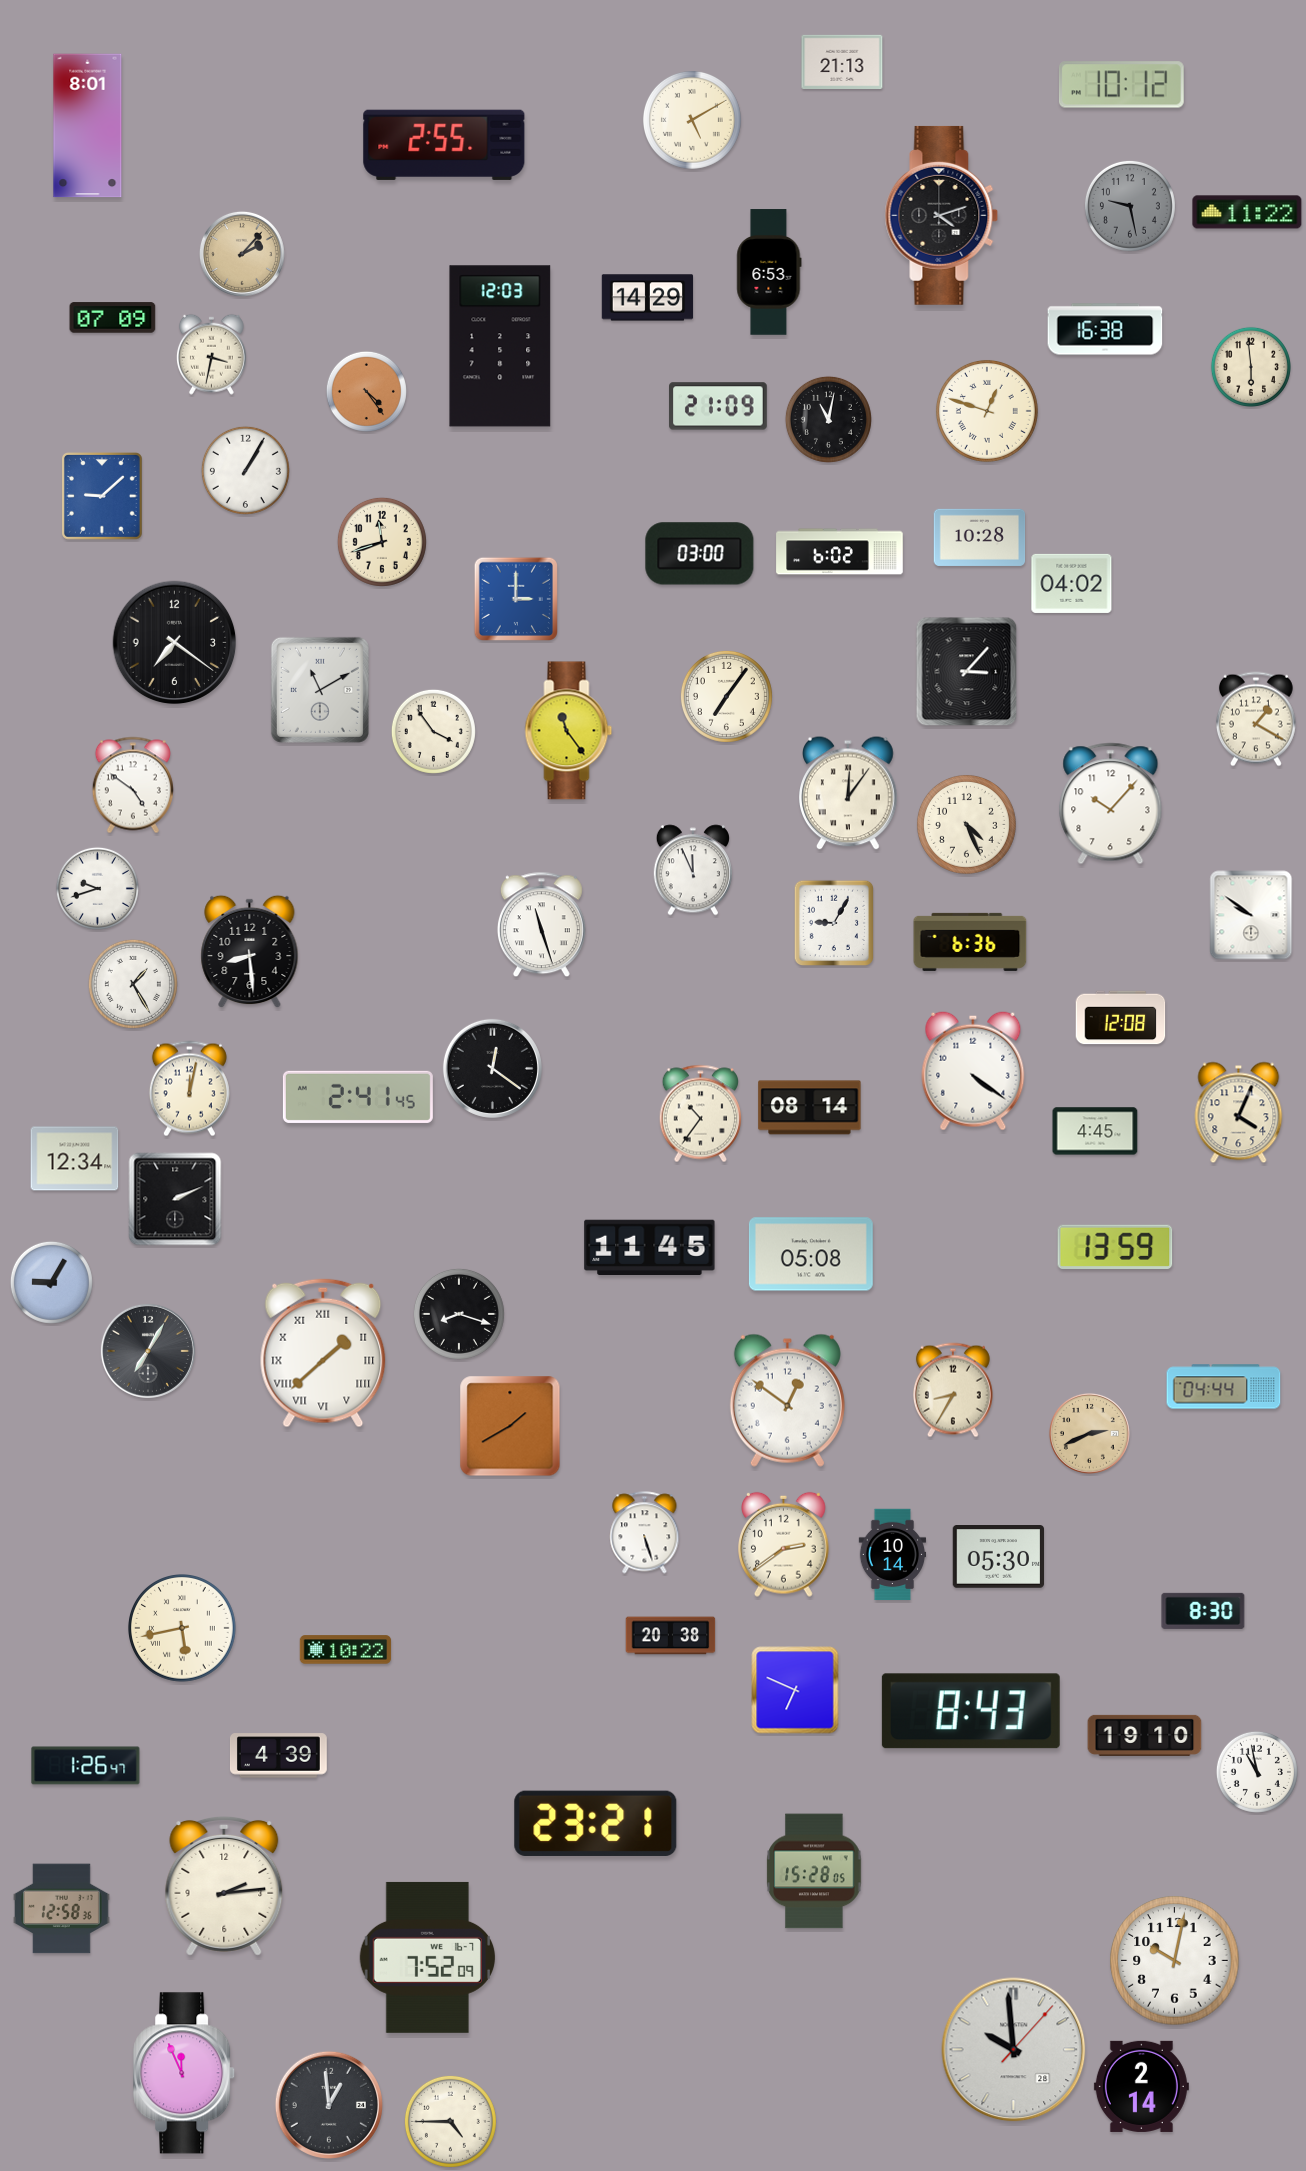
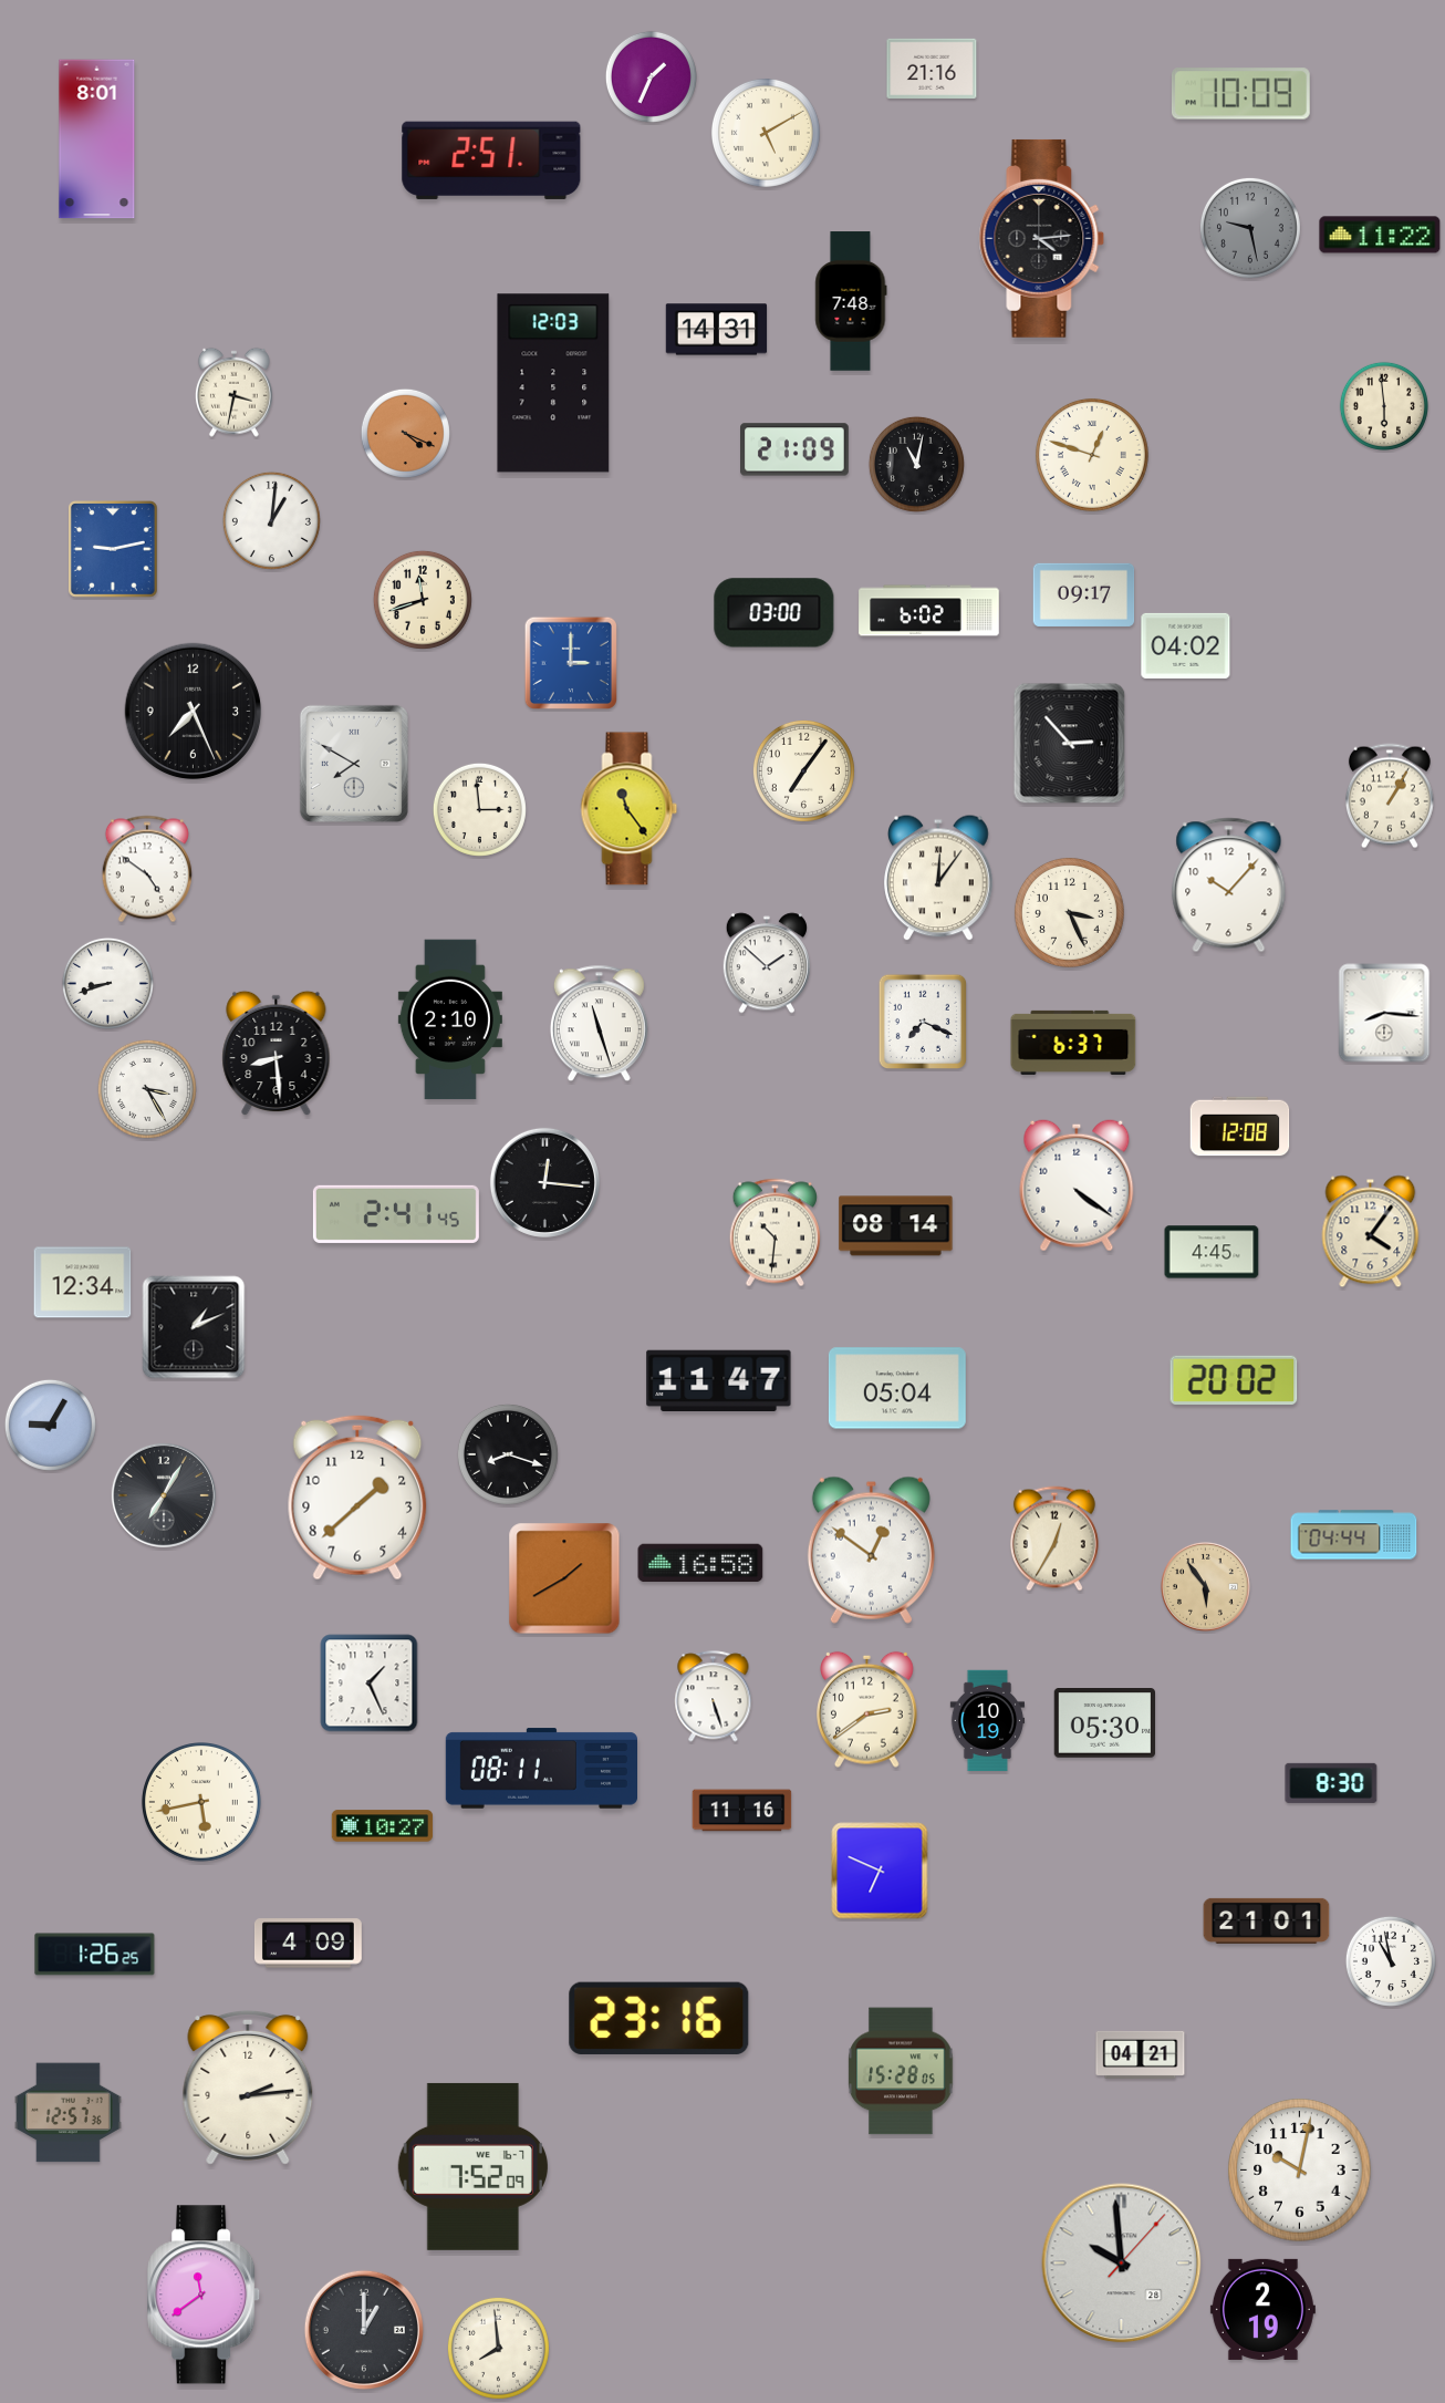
clock at (842, 61): 21:13 -> 21:16
clock at (651, 76): none -> 1:34
clock at (1121, 85): 10:12 -> 10:09
clock at (444, 145): 2:55 -> 2:51
clock at (942, 215): 4:12 -> 4:14
clock at (242, 254): 2:07 -> none
clock at (769, 272): 6:53 -> 7:48
clock at (648, 298): 14:29 -> 14:31
clock at (113, 318): 07:09 -> none
clock at (1105, 329): 16:38 -> none
clock at (366, 391): 4:24 -> 4:19
clock at (245, 470): 1:05 -> 1:01
clock at (103, 497): 9:08 -> 9:13
clock at (980, 537): 10:28 -> 09:17
clock at (175, 643): 7:21 -> 7:26
clock at (967, 672): 3:07 -> 2:53
clock at (320, 690): 11:10 -> 7:50
clock at (1256, 719): 1:20 -> 1:05
clock at (433, 731): 3:54 -> 2:59
clock at (1111, 804) position: (1111, 804) -> (1229, 885)
clock at (966, 824): 4:26 -> 3:26
clock at (693, 870): 11:56 -> 1:52
clock at (97, 888): 9:42 -> 8:42
clock at (1251, 915): 9:51 -> 8:16
clock at (450, 1019): none -> 2:10
clock at (833, 923): 9:05 -> 7:19
clock at (970, 942): 6:36 -> 6:37
clock at (133, 984): 1:25 -> 3:25
clock at (492, 1068): 12:21 -> 12:16
clock at (189, 1089): 12:02 -> none
clock at (1239, 1113): 4:04 -> 4:06
clock at (700, 1114): 10:36 -> 10:31
clock at (175, 1199): 2:11 -> 1:11
clock at (650, 1247): 11:45 -> 11:47
clock at (1115, 1247): 13:59 -> 20:02
clock at (811, 1254): 05:08 -> 05:04
clock at (51, 1282) position: (51, 1282) -> (50, 1425)
clock at (323, 1353) numerals: Roman -> Arabic
clock at (953, 1390): 8:35 -> 12:35
clock at (700, 1563): none -> 16:58
clock at (1089, 1433): 2:41 -> 5:54
clock at (370, 1684): none -> 1:26
clock at (893, 1555): 10:14 -> 10:19
clock at (541, 1769): none -> 08:11
clock at (671, 1636): 20:38 -> 11:16
clock at (346, 1650): 10:22 -> 10:27
clock at (971, 1711): 8:43 -> none
clock at (1145, 1735): 19:10 -> 21:01
clock at (278, 1756): 4:39 -> 4:09
clock at (86, 1766): 1:26:47 -> 1:26:25
clock at (596, 1823): 23:21 -> 23:16
clock at (1141, 2054): none -> 04:21
clock at (61, 1909): 12:58 -> 12:57
clock at (1014, 2050) position: (1014, 2050) -> (1122, 2264)
clock at (185, 2073): 11:56 -> 11:39
clock at (1141, 2086): 2:14 -> 2:19
clock at (329, 2105): 12:59 -> 1:00
clock at (450, 2121): 4:45 -> 7:59
